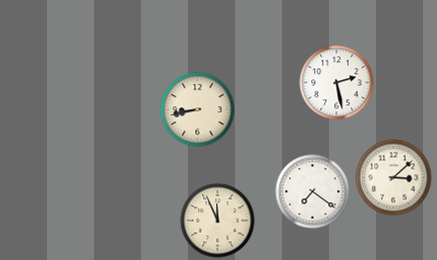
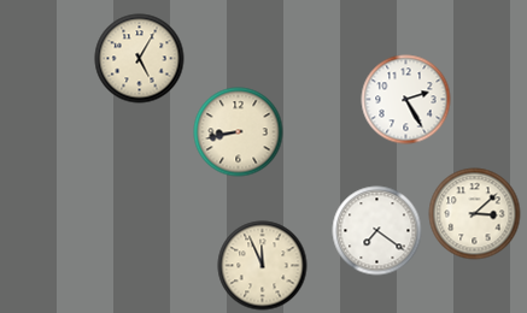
clock at (140, 59): none -> 5:05
clock at (337, 83): 2:28 -> 2:25
